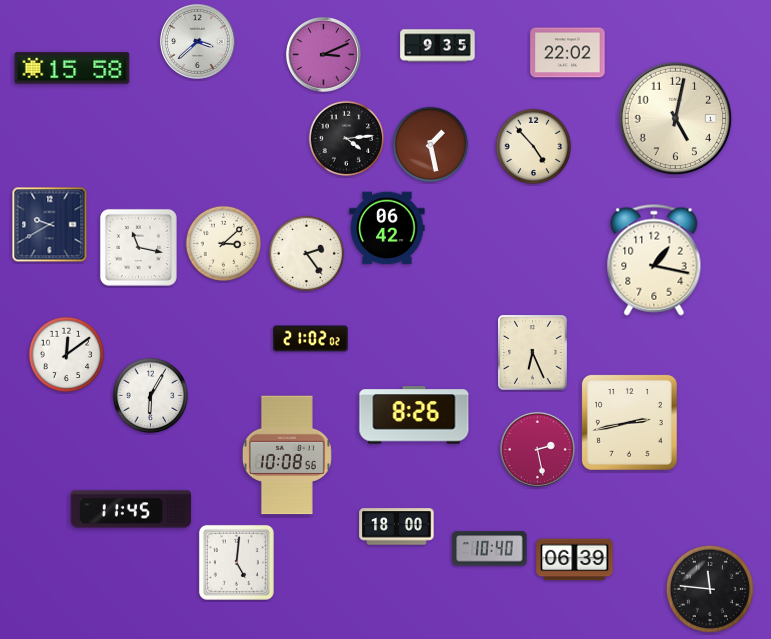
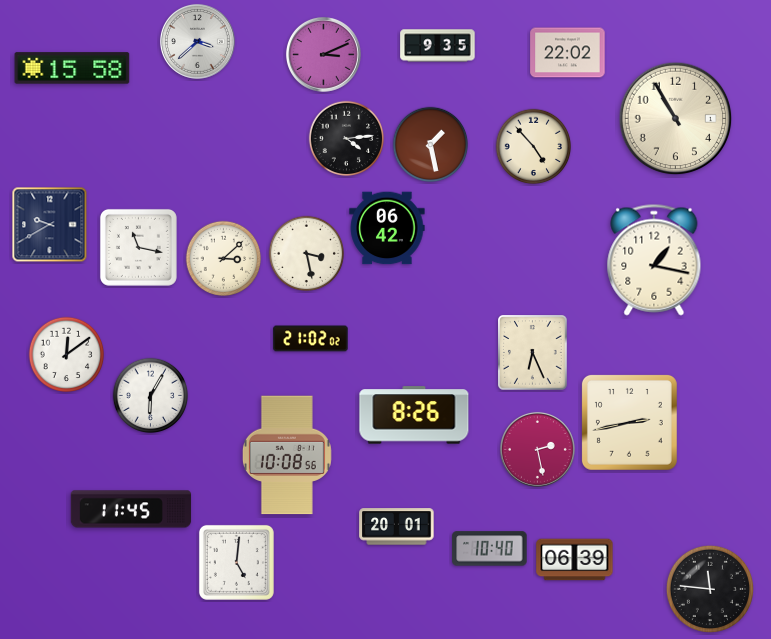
clock at (676, 119): 5:02 -> 10:55
clock at (224, 244) position: (224, 244) -> (224, 259)
clock at (307, 254): 2:24 -> 3:28
clock at (397, 527): 18:00 -> 20:01
